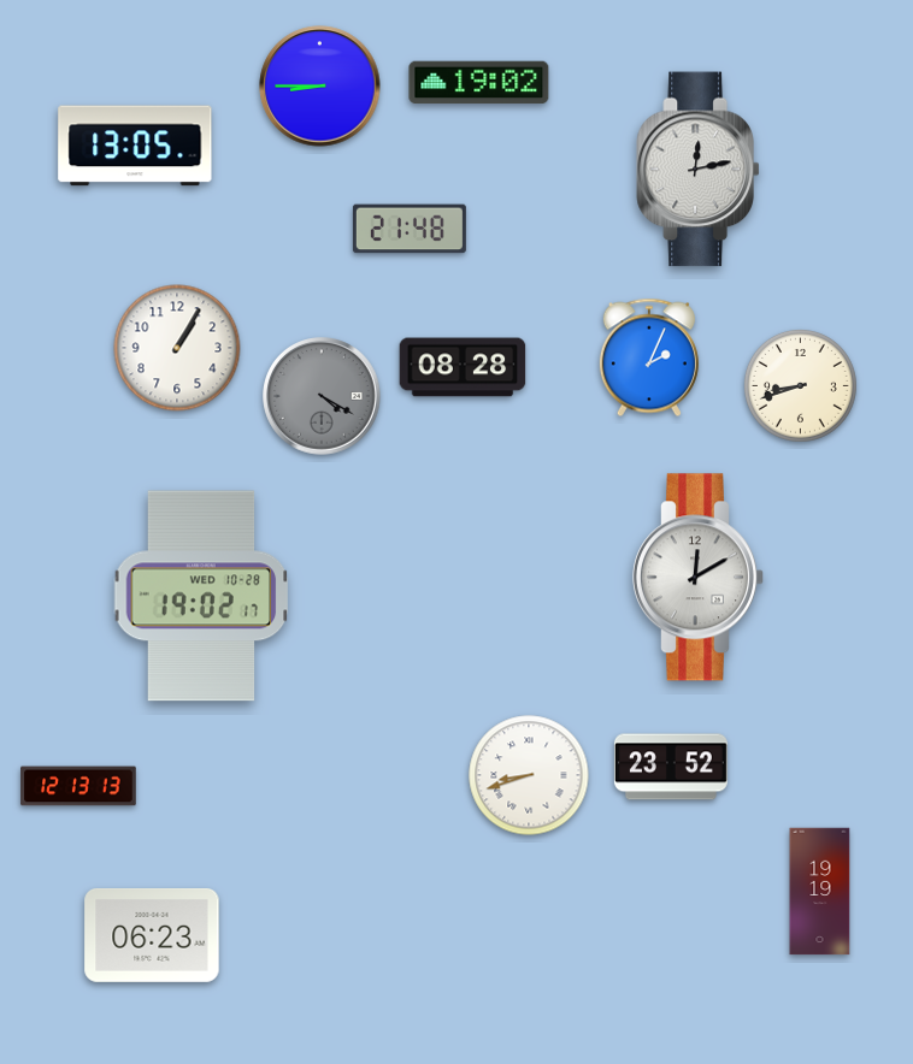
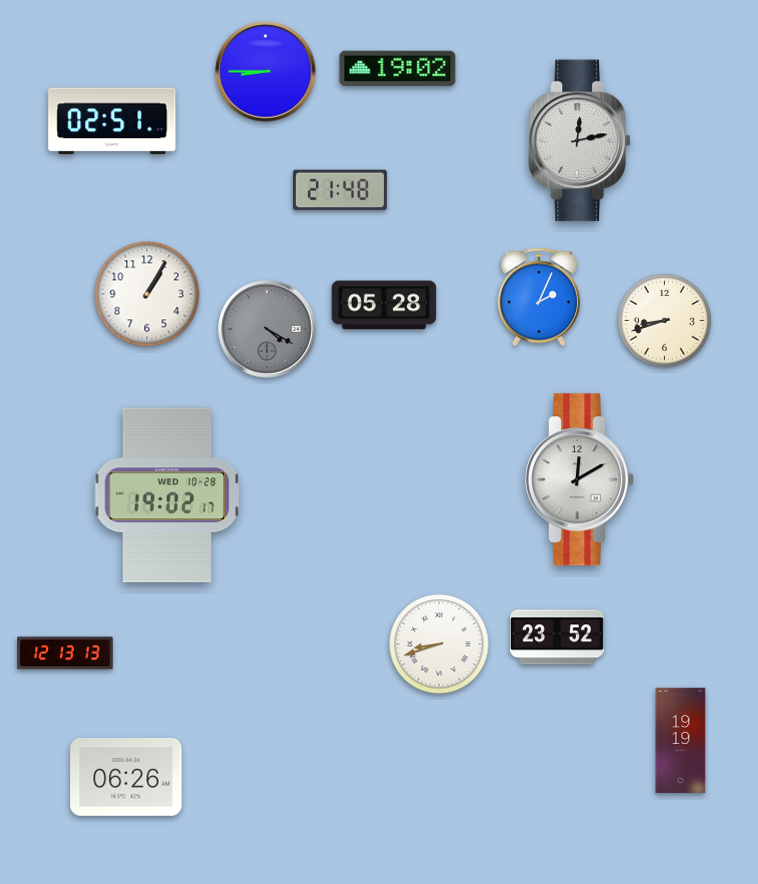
clock at (135, 146): 13:05 -> 02:51
clock at (177, 348) position: (177, 348) -> (147, 294)
clock at (463, 367): 08:28 -> 05:28
clock at (152, 935): 06:23 -> 06:26
